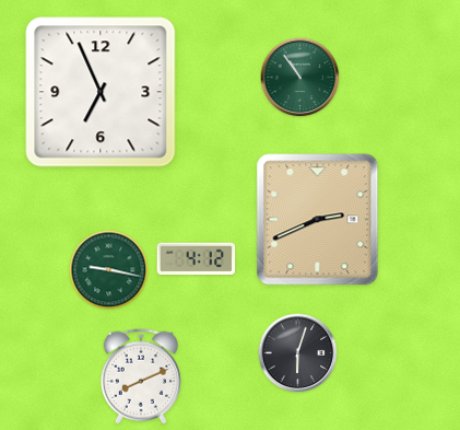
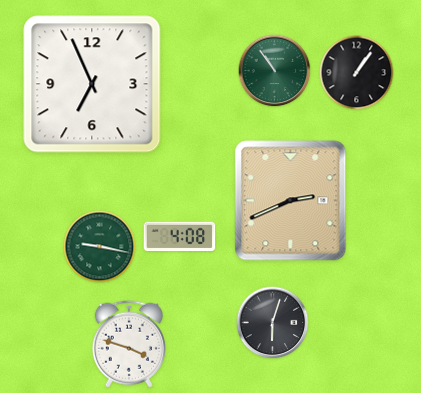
clock at (357, 73): none -> 1:06
clock at (197, 259): 4:12 -> 4:08
clock at (140, 376): 8:11 -> 3:48
